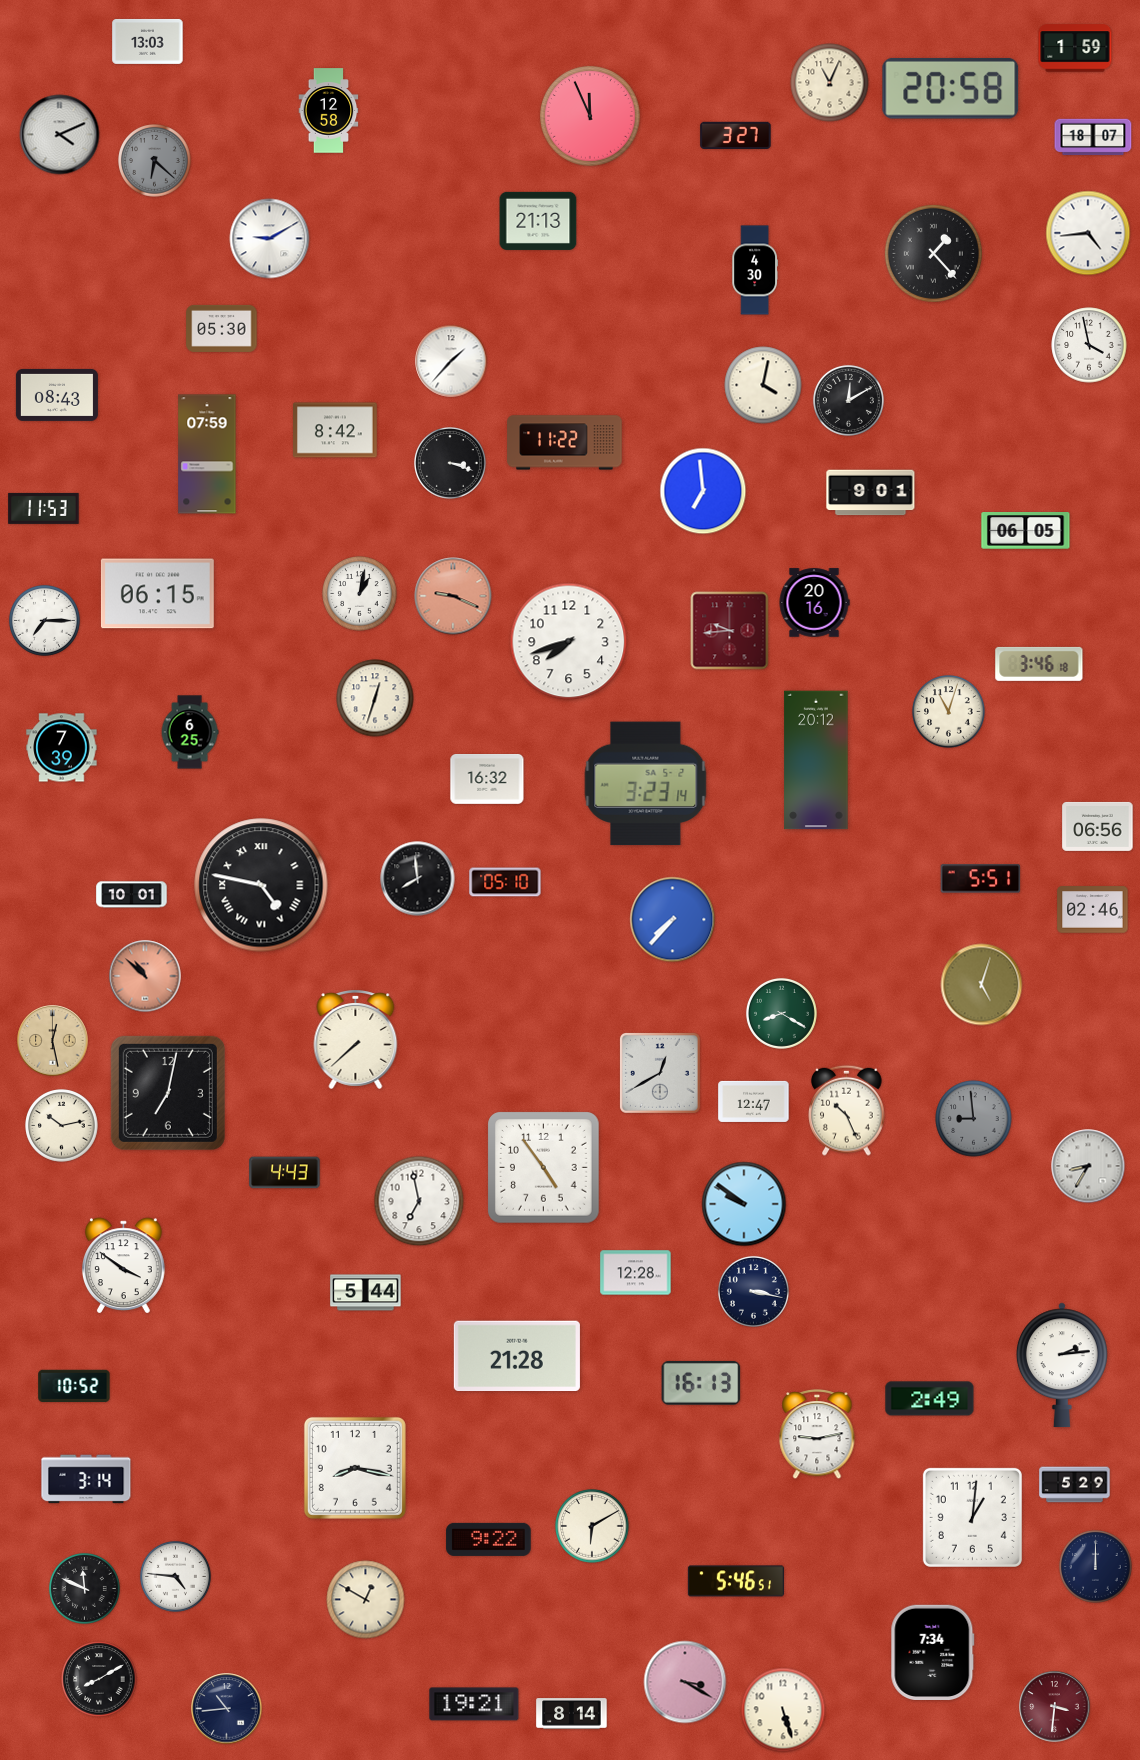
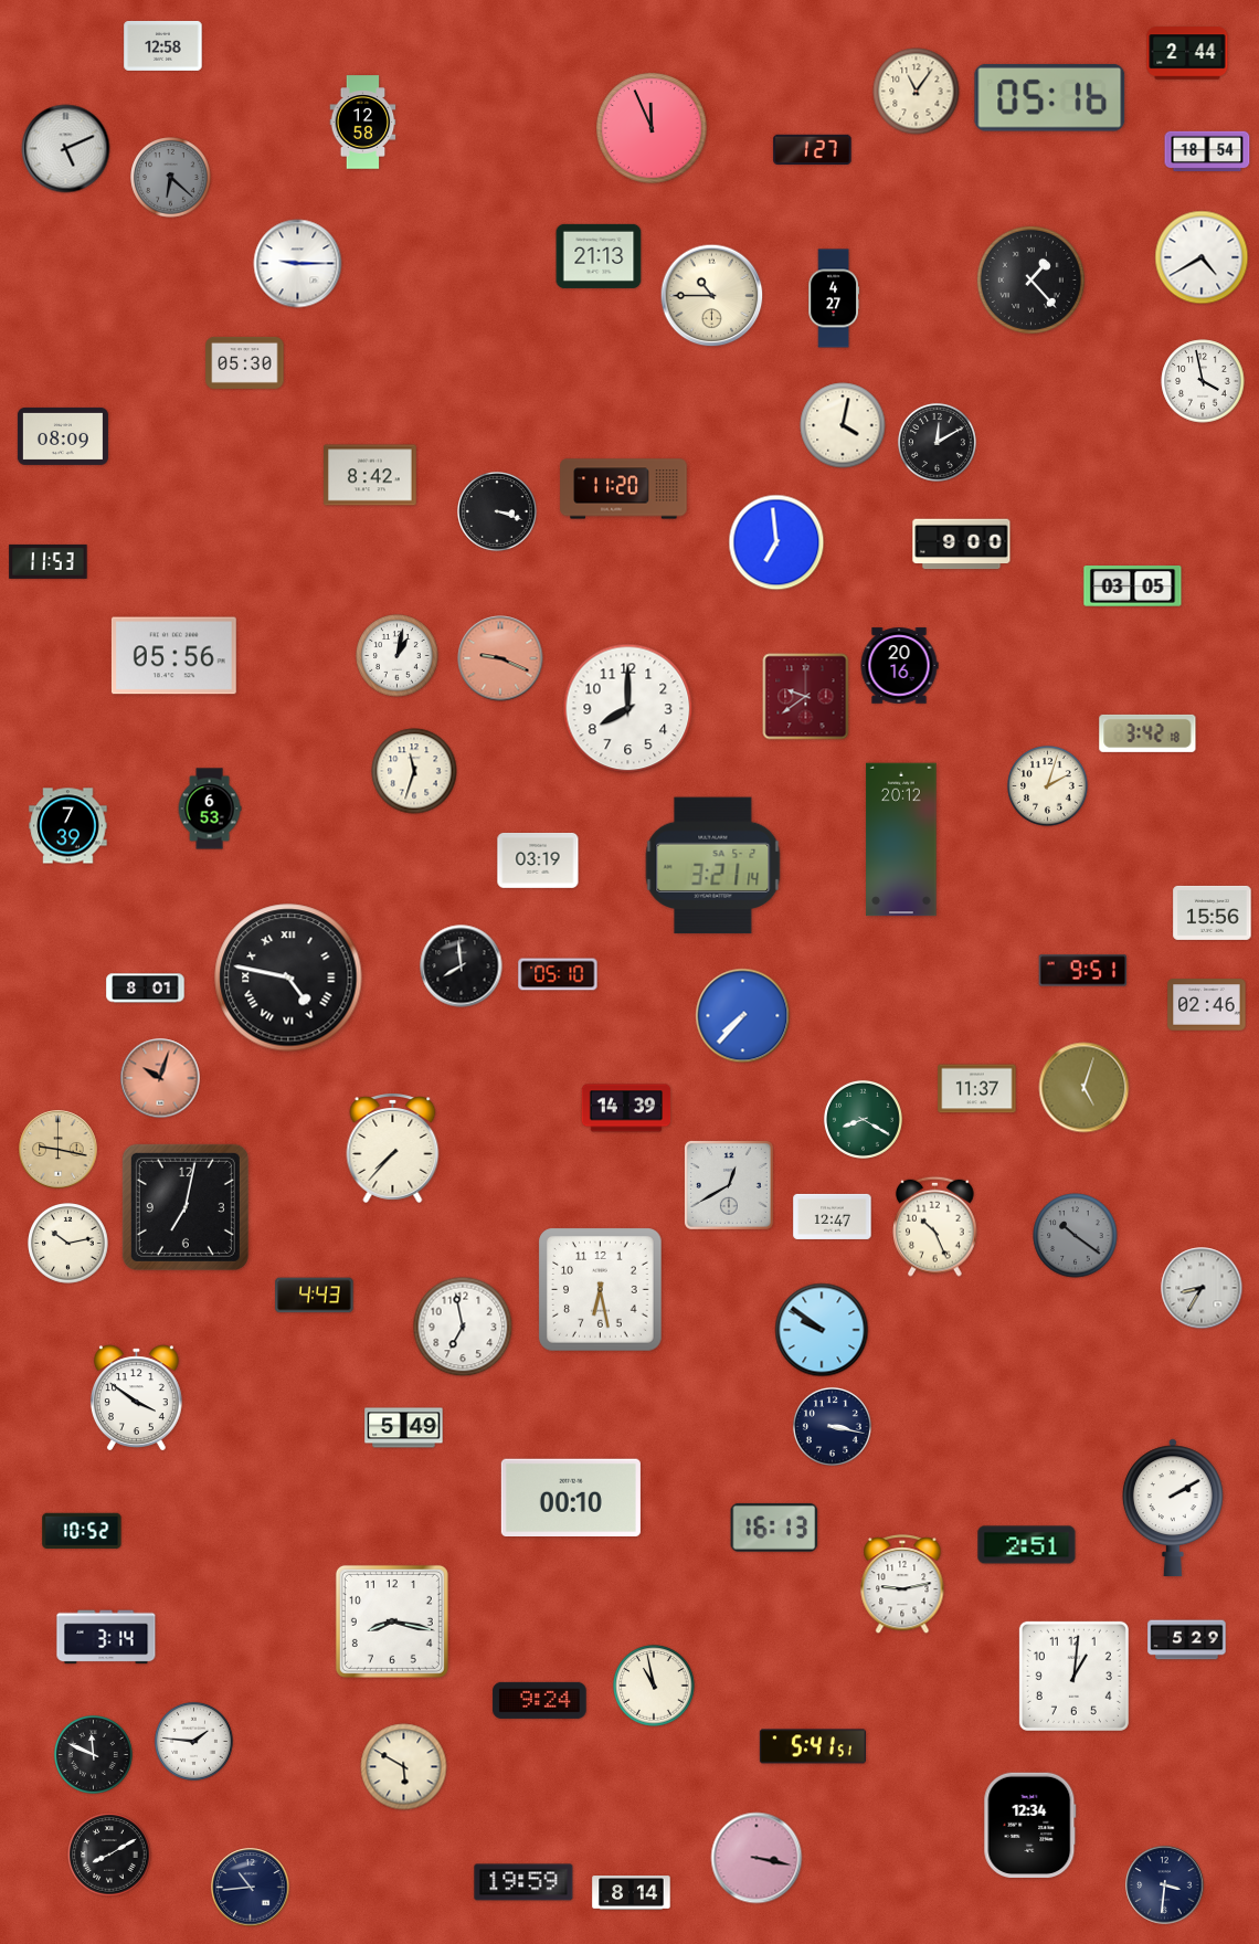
clock at (148, 41): 13:03 -> 12:58
clock at (1075, 48): 1:59 -> 2:44
clock at (830, 83): 11:04 -> 11:06
clock at (951, 88): 20:58 -> 05:16
clock at (60, 135): 4:11 -> 5:11
clock at (736, 135): 3:27 -> 1:27
clock at (1093, 137): 18:07 -> 18:54
clock at (538, 221) position: (538, 221) -> (599, 256)
clock at (1088, 233): 4:44 -> 4:40
clock at (270, 239): 9:10 -> 9:15
clock at (712, 296): none -> 10:45
clock at (754, 270): 4:30 -> 4:27
clock at (451, 361): 1:37 -> none
clock at (57, 395): 08:43 -> 08:09
clock at (565, 443): 11:22 -> 11:20
clock at (207, 454): 07:59 -> none
clock at (871, 493): 9:01 -> 9:00
clock at (1026, 531): 06:05 -> 03:05
clock at (157, 594): 06:15 -> 05:56
clock at (44, 620): 7:15 -> none
clock at (730, 631): 9:44 -> 9:39
clock at (569, 642): 7:42 -> 8:00
clock at (1039, 664): 3:46 -> 3:42
clock at (375, 698): 12:33 -> 11:33
clock at (949, 712): 11:03 -> 2:03
clock at (190, 732): 6:25 -> 6:53
clock at (487, 780): 16:32 -> 03:19
clock at (646, 784): 3:23 -> 3:21
clock at (1098, 826): 06:56 -> 15:56
clock at (418, 879) position: (418, 879) -> (462, 966)
clock at (981, 879): 5:51 -> 9:51
clock at (132, 895): 10:01 -> 8:01
clock at (145, 976): 10:52 -> 10:03
clock at (977, 1089): none -> 11:37
clock at (626, 1108): none -> 14:39
clock at (356, 1040): 7:38 -> 7:37
clock at (53, 1041): 12:28 -> 9:17
clock at (974, 1119): 8:59 -> 10:21
clock at (544, 1168): 4:54 -> 6:28
clock at (636, 1273): 12:28 -> none
clock at (366, 1293): 5:44 -> 5:49
clock at (517, 1355): 21:28 -> 00:10
clock at (1062, 1365): 2:14 -> 2:10
clock at (930, 1399): 2:49 -> 2:51
clock at (86, 1479) position: (86, 1479) -> (106, 1637)
clock at (592, 1526): 6:10 -> 10:58
clock at (489, 1539): 9:22 -> 9:24
clock at (1096, 1567): 12:00 -> none
clock at (175, 1576): 4:46 -> 1:46
clock at (736, 1581): 5:46 -> 5:41
clock at (366, 1600): 12:50 -> 5:50
clock at (933, 1652): 7:34 -> 12:34
clock at (685, 1682): 3:20 -> 3:17
clock at (474, 1704): 19:21 -> 19:59
clock at (1055, 1707) dial: burgundy -> navy
clock at (783, 1710): 5:27 -> none
